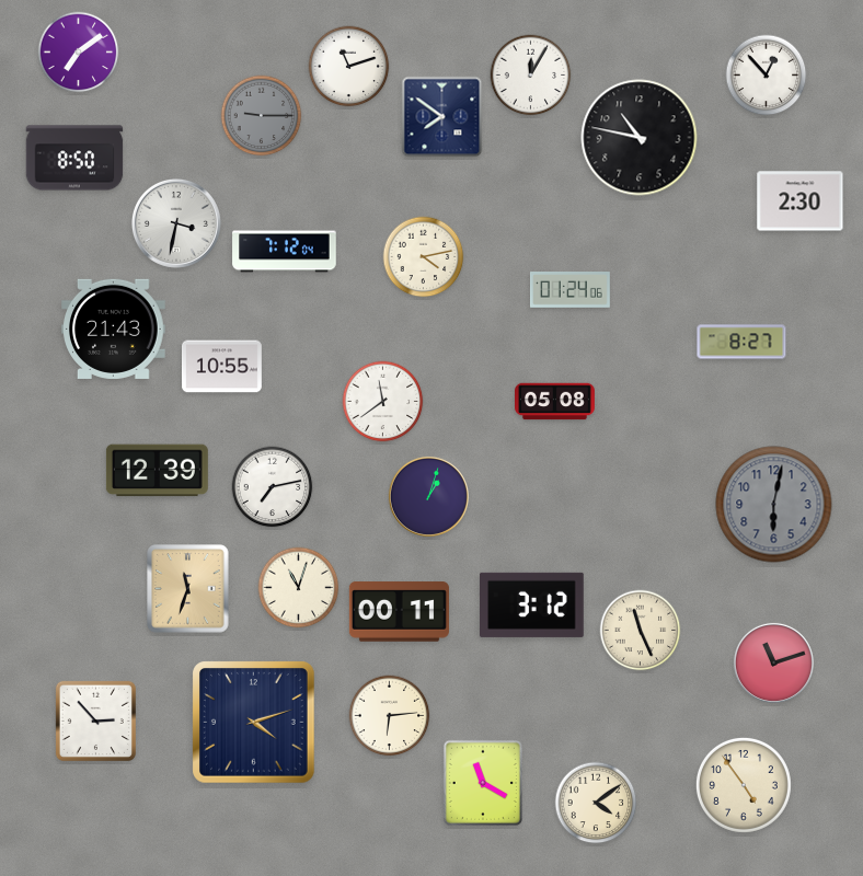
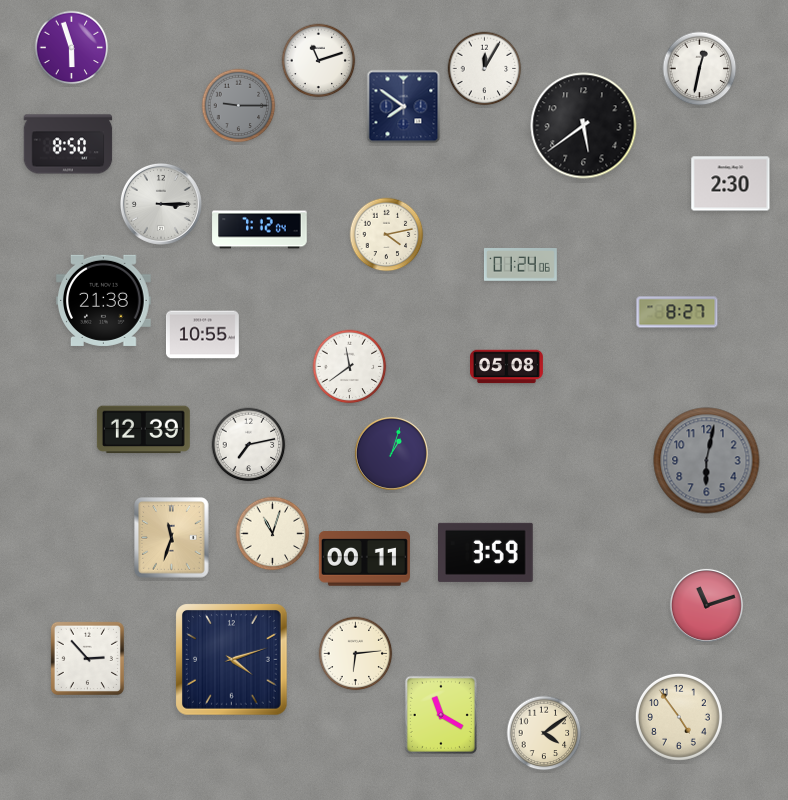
clock at (79, 53): 7:09 -> 5:57
clock at (767, 76): 12:53 -> 12:32
clock at (640, 138): 10:47 -> 5:39
clock at (176, 223): 3:32 -> 3:15
clock at (114, 328): 21:43 -> 21:38
clock at (299, 588) position: (299, 588) -> (273, 534)
clock at (532, 604): 3:12 -> 3:59
clock at (641, 631): 11:26 -> none
